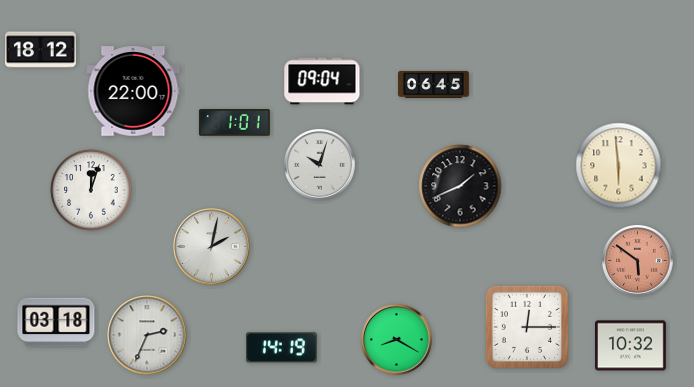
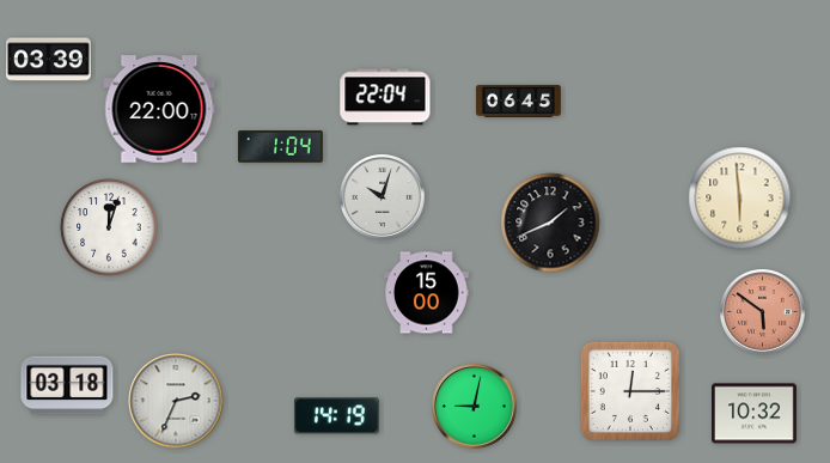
clock at (41, 50): 18:12 -> 03:39
clock at (322, 81): 09:04 -> 22:04
clock at (234, 123): 1:01 -> 1:04
clock at (427, 293): none -> 15:00
clock at (212, 247): 2:02 -> none
clock at (397, 340): 8:20 -> 9:02
